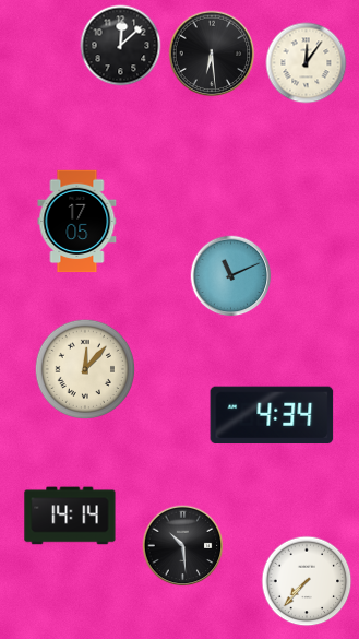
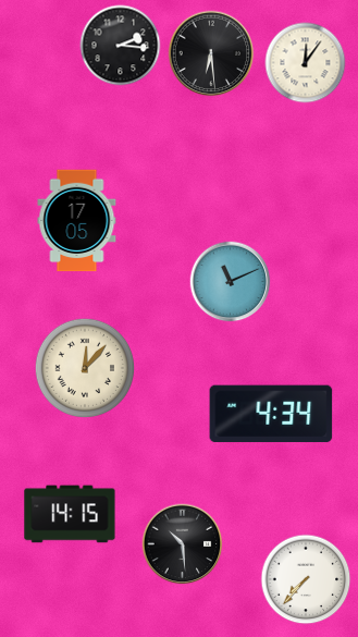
clock at (121, 46): 12:08 -> 2:16
clock at (231, 276) position: (231, 276) -> (231, 282)
clock at (70, 516): 14:14 -> 14:15
